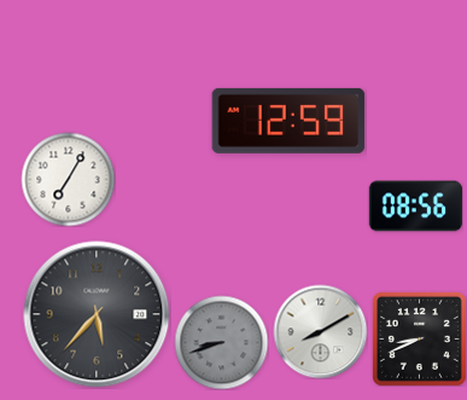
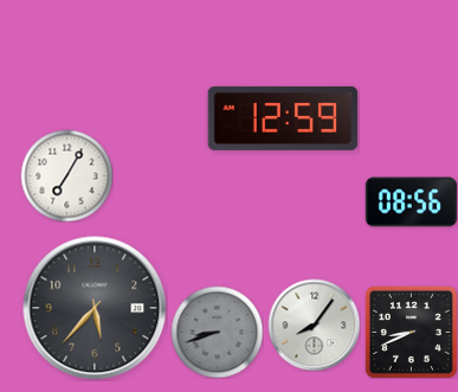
clock at (415, 207) position: (415, 207) -> (411, 203)
clock at (320, 331): 8:10 -> 8:06
clock at (221, 342) position: (221, 342) -> (217, 332)
